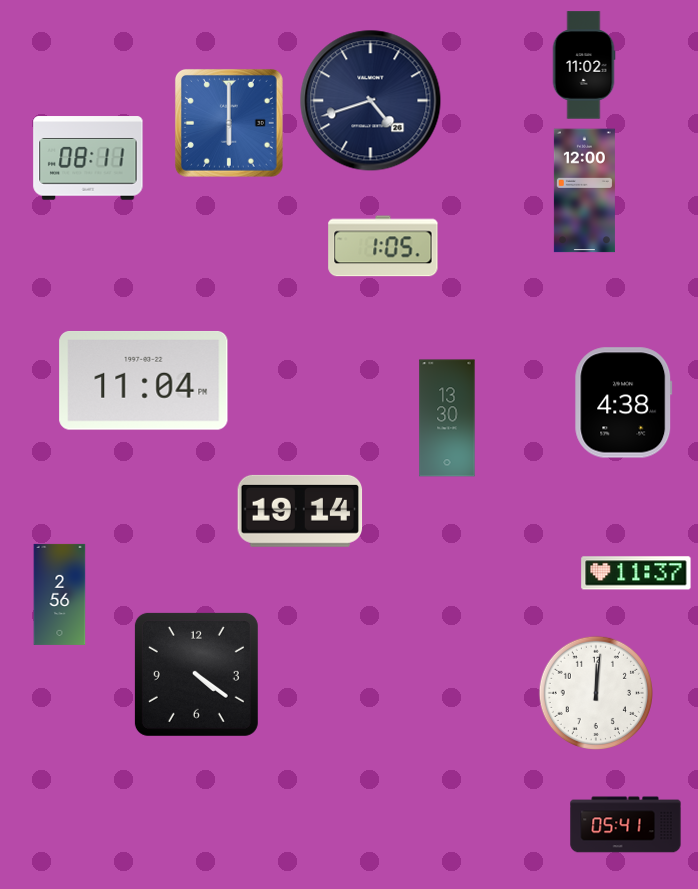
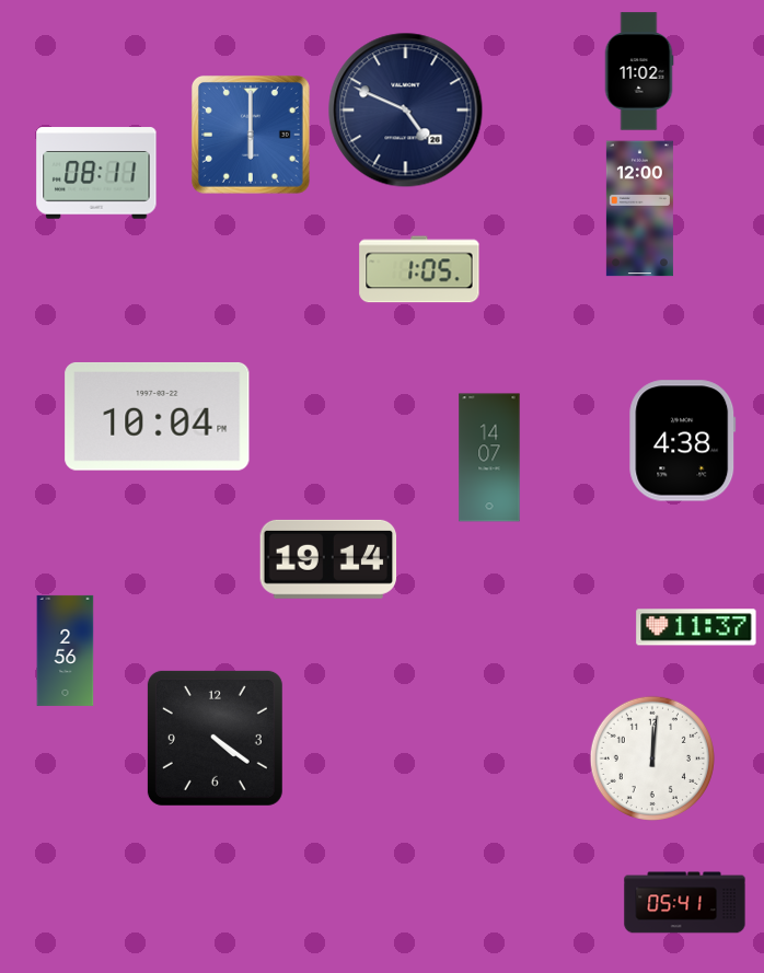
clock at (371, 101): 4:42 -> 4:49
clock at (144, 380): 11:04 -> 10:04
clock at (447, 418): 13:30 -> 14:07
